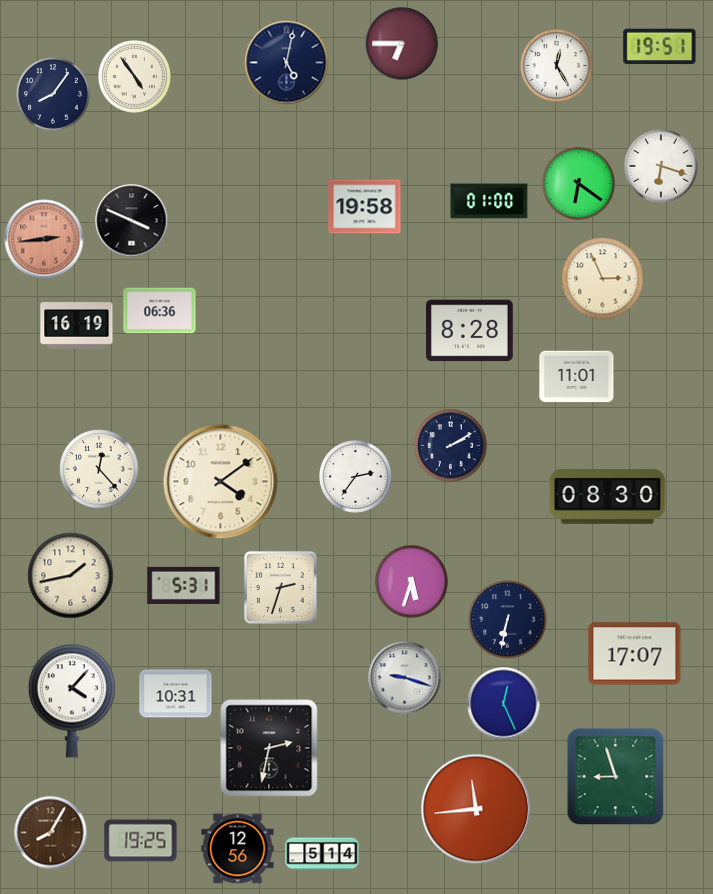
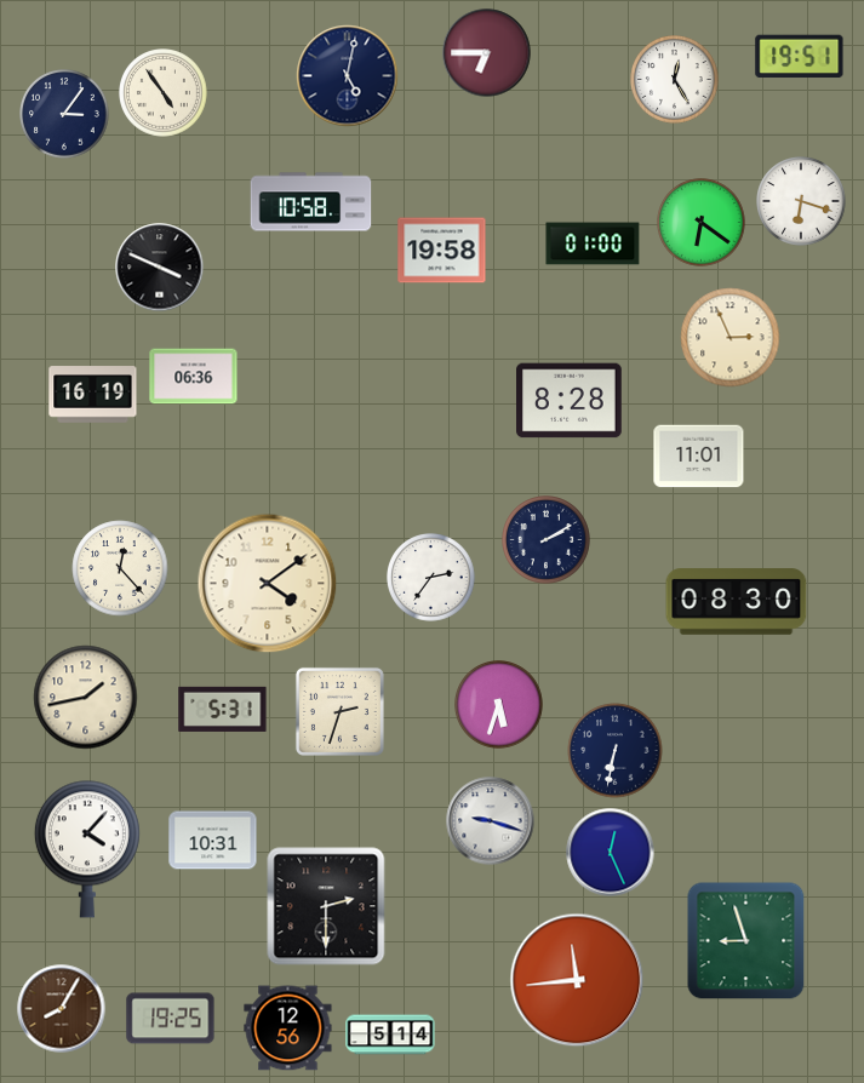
clock at (53, 94): 8:06 -> 3:06
clock at (311, 202): none -> 10:58
clock at (44, 239): 2:44 -> none
clock at (635, 654): 17:07 -> none
clock at (269, 748): 2:32 -> 2:30
